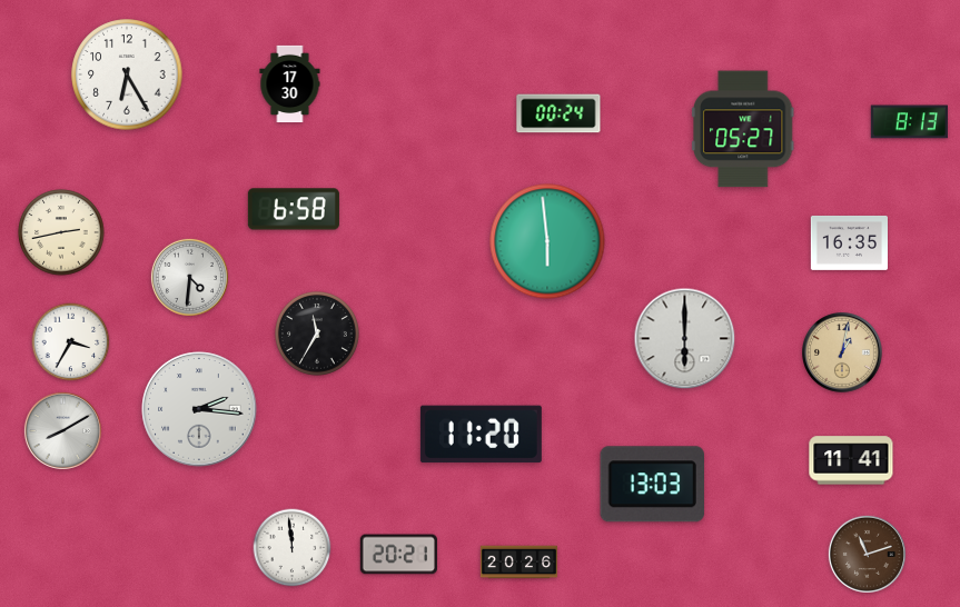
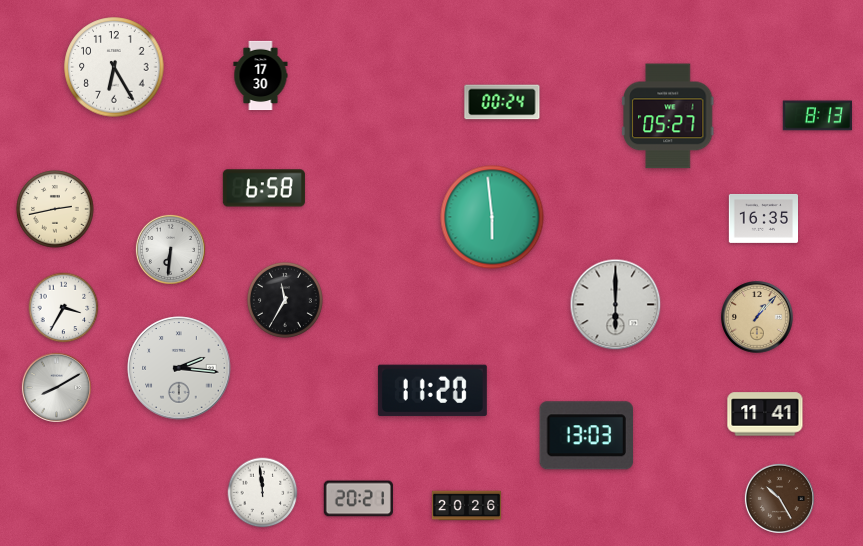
clock at (909, 122) position: (909, 122) -> (817, 116)
clock at (189, 277): 4:31 -> 6:31
clock at (843, 354): 1:02 -> 1:07
clock at (867, 554): 11:12 -> 10:25
